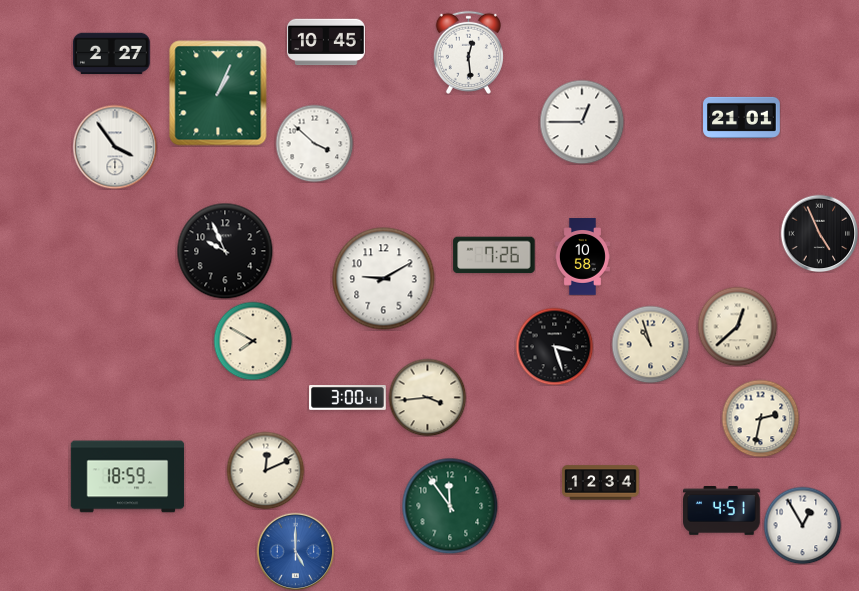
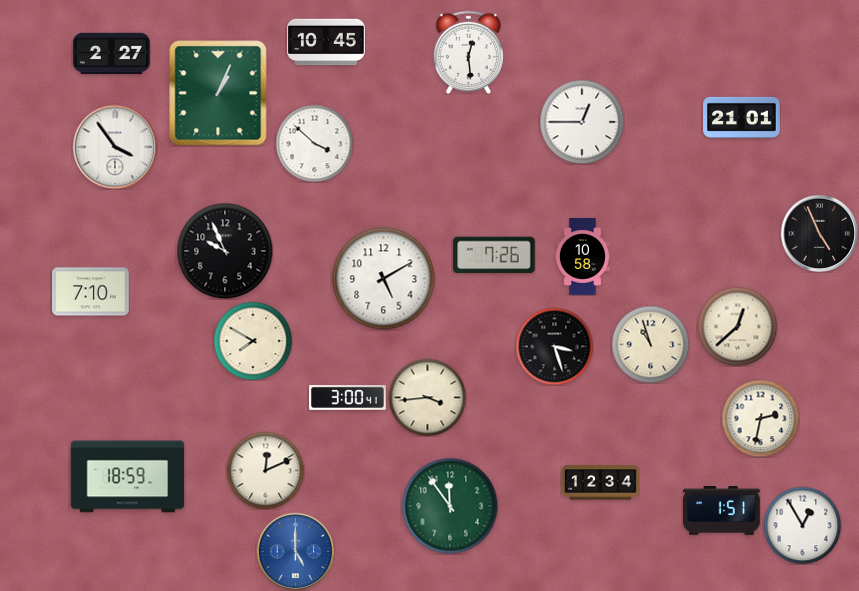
clock at (384, 279): 9:10 -> 5:10
clock at (91, 292): none -> 7:10
clock at (722, 511): 4:51 -> 1:51
